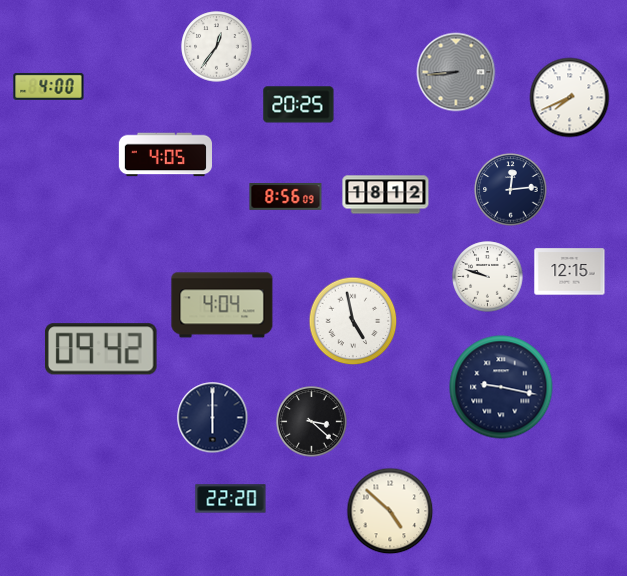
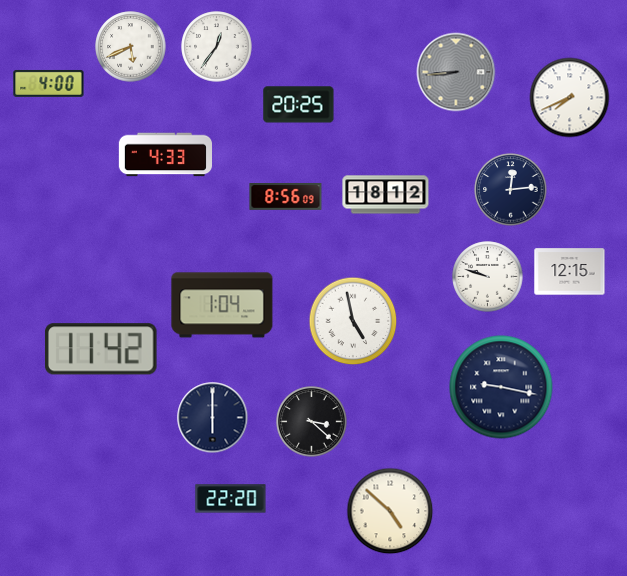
clock at (131, 47): none -> 5:41
clock at (49, 86) position: (49, 86) -> (49, 83)
clock at (165, 155): 4:05 -> 4:33
clock at (222, 305): 4:04 -> 1:04
clock at (102, 349): 09:42 -> 11:42
